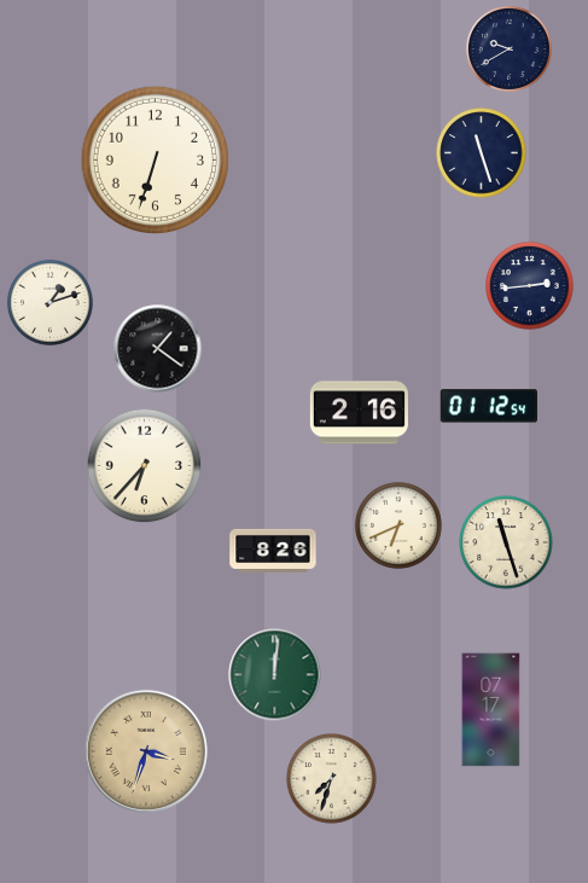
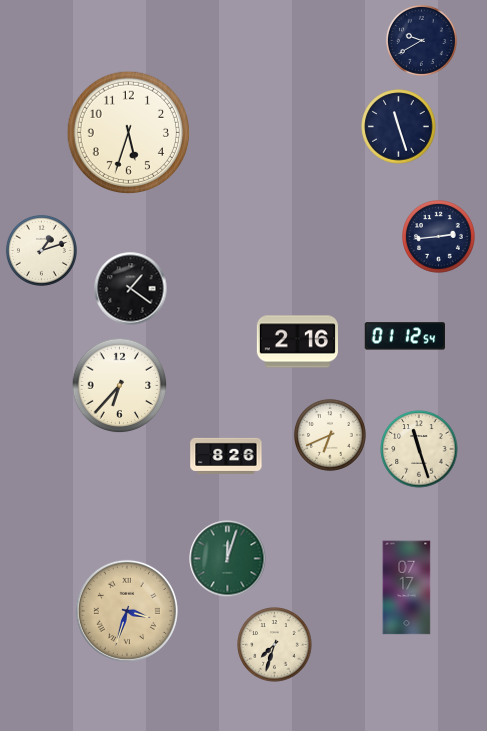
clock at (155, 159): 6:33 -> 5:33
clock at (275, 675): 12:01 -> 12:03
clock at (146, 751) position: (146, 751) -> (127, 611)
